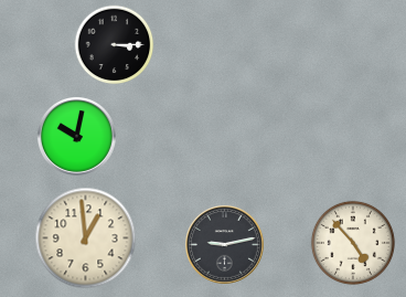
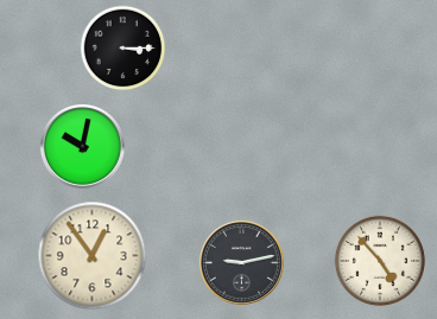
clock at (86, 238): 12:59 -> 12:54
